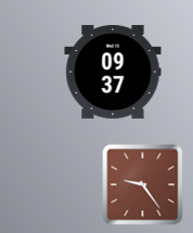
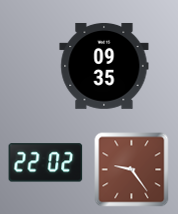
clock at (113, 72): 09:37 -> 09:35
clock at (46, 163): none -> 22:02
